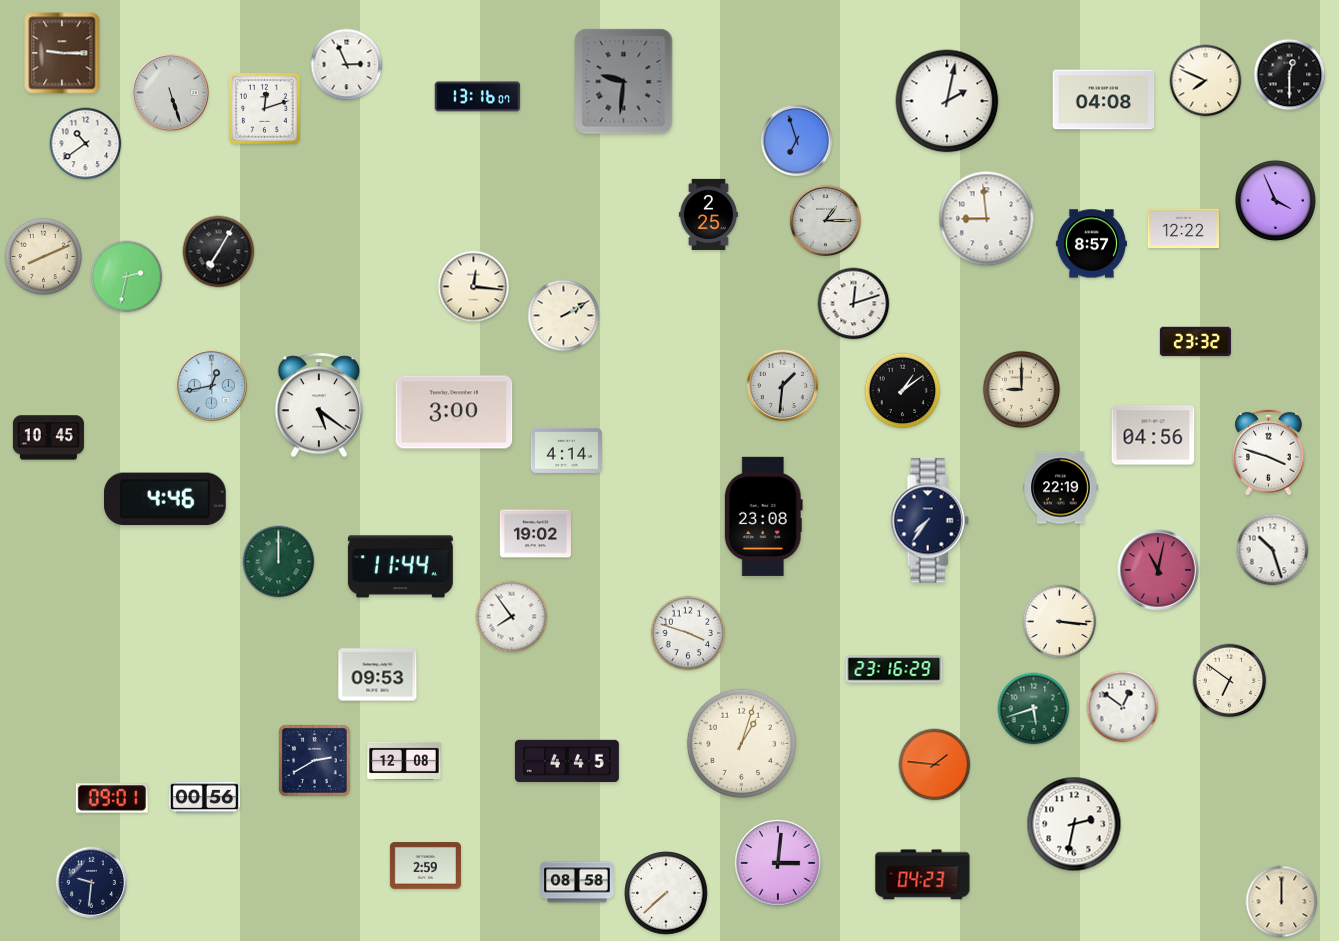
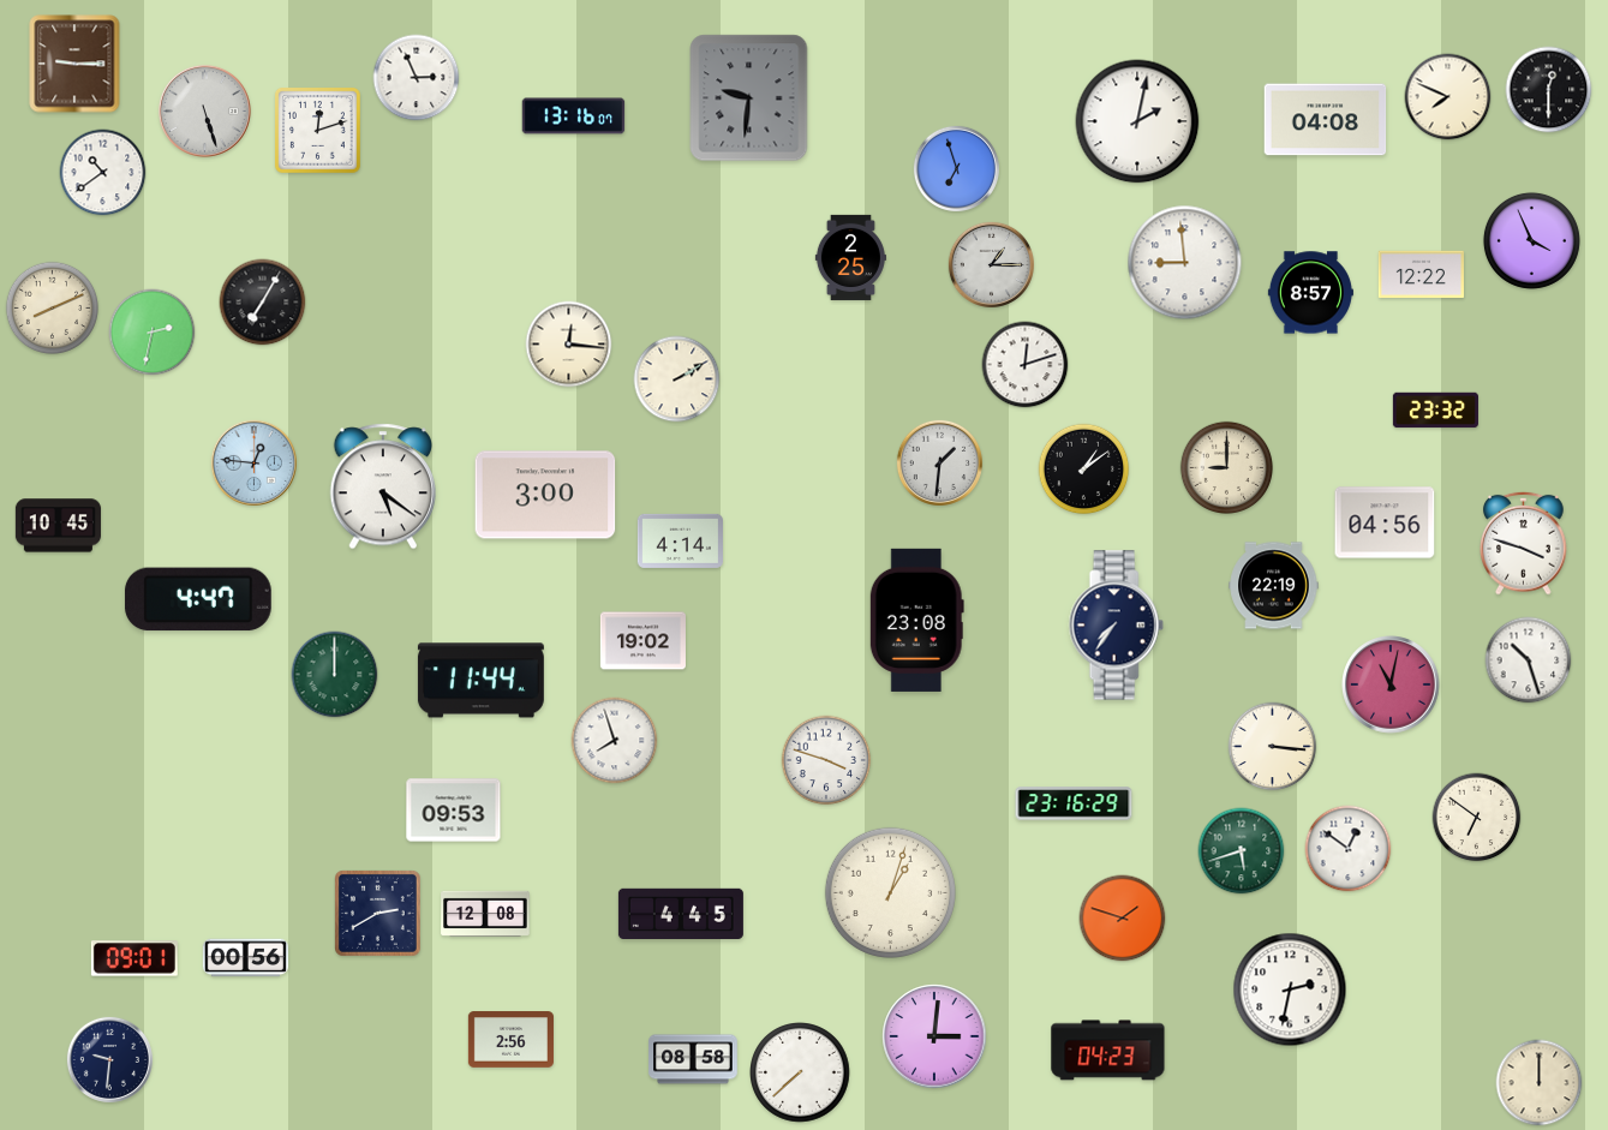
clock at (211, 385): 12:43 -> 12:46
clock at (165, 499): 4:46 -> 4:47
clock at (512, 617): 7:54 -> 7:57
clock at (935, 765): 1:46 -> 1:48
clock at (425, 866): 2:59 -> 2:56
